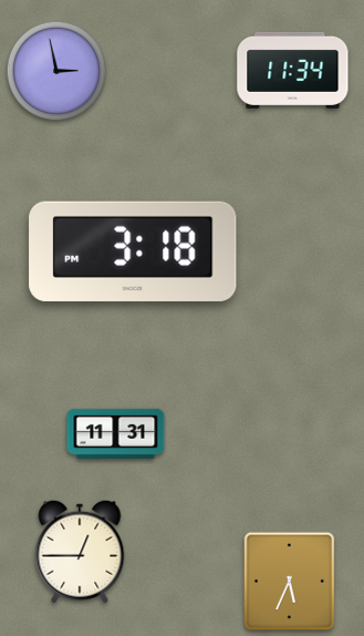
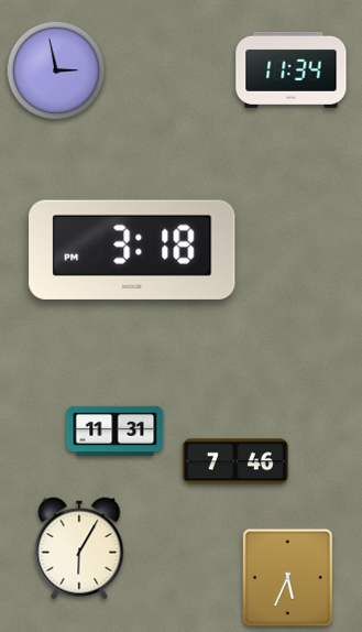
clock at (235, 461): none -> 7:46
clock at (80, 552): 12:45 -> 6:05
